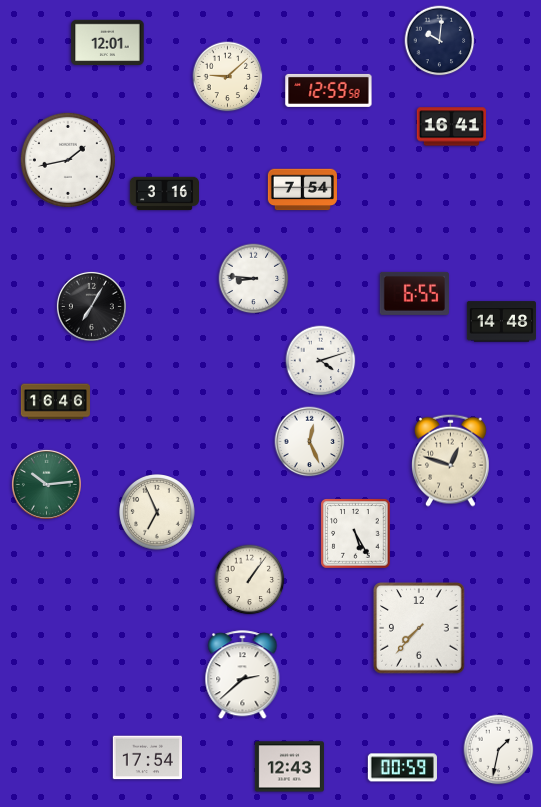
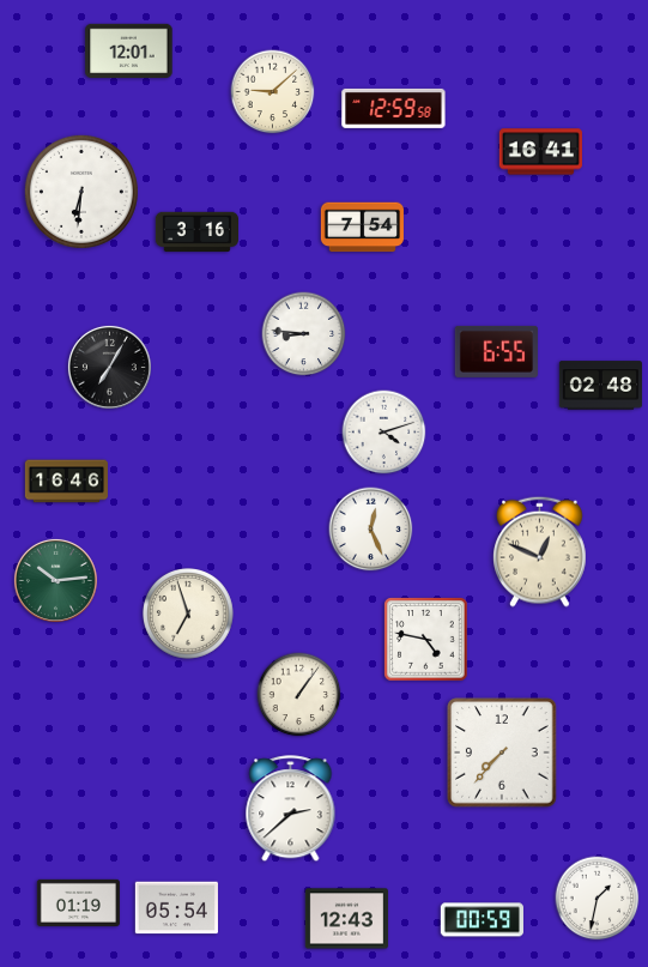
clock at (440, 41): 10:01 -> none
clock at (68, 160): 1:43 -> 6:31
clock at (501, 322): 14:48 -> 02:48
clock at (451, 460): 12:48 -> 12:49
clock at (158, 513): 6:56 -> 6:57
clock at (356, 534): 5:25 -> 4:47
clock at (78, 902): none -> 01:19
clock at (147, 758): 17:54 -> 05:54
